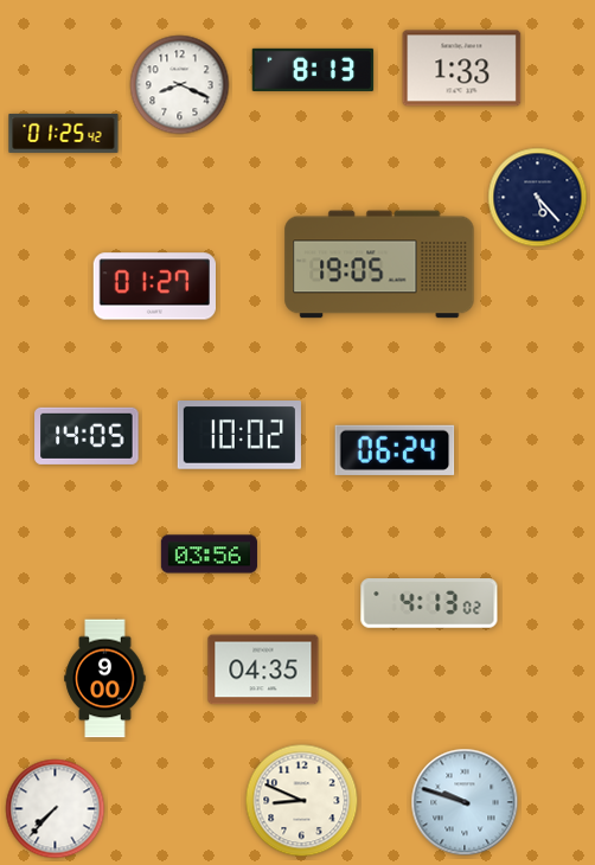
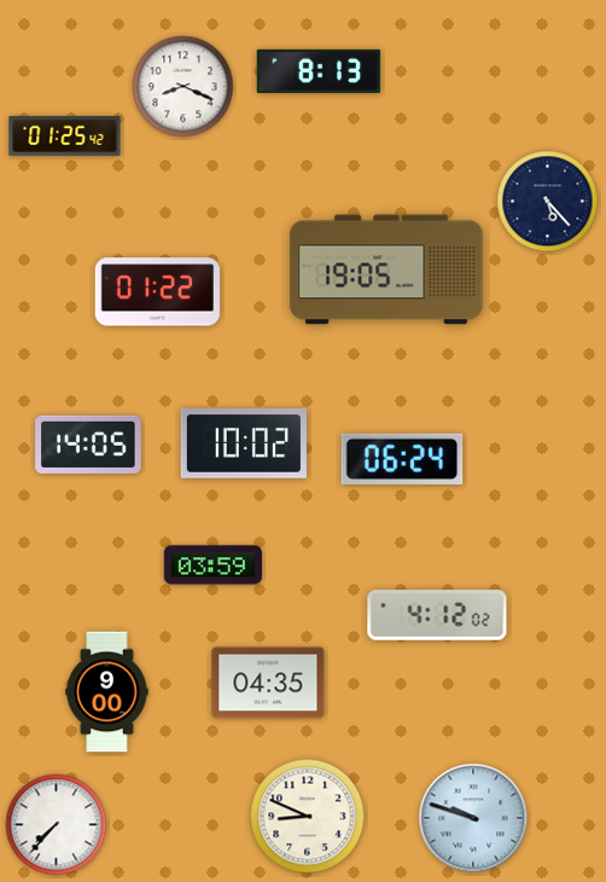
clock at (462, 69): 1:33 -> none
clock at (154, 287): 01:27 -> 01:22
clock at (209, 555): 03:56 -> 03:59
clock at (429, 603): 4:13 -> 4:12
